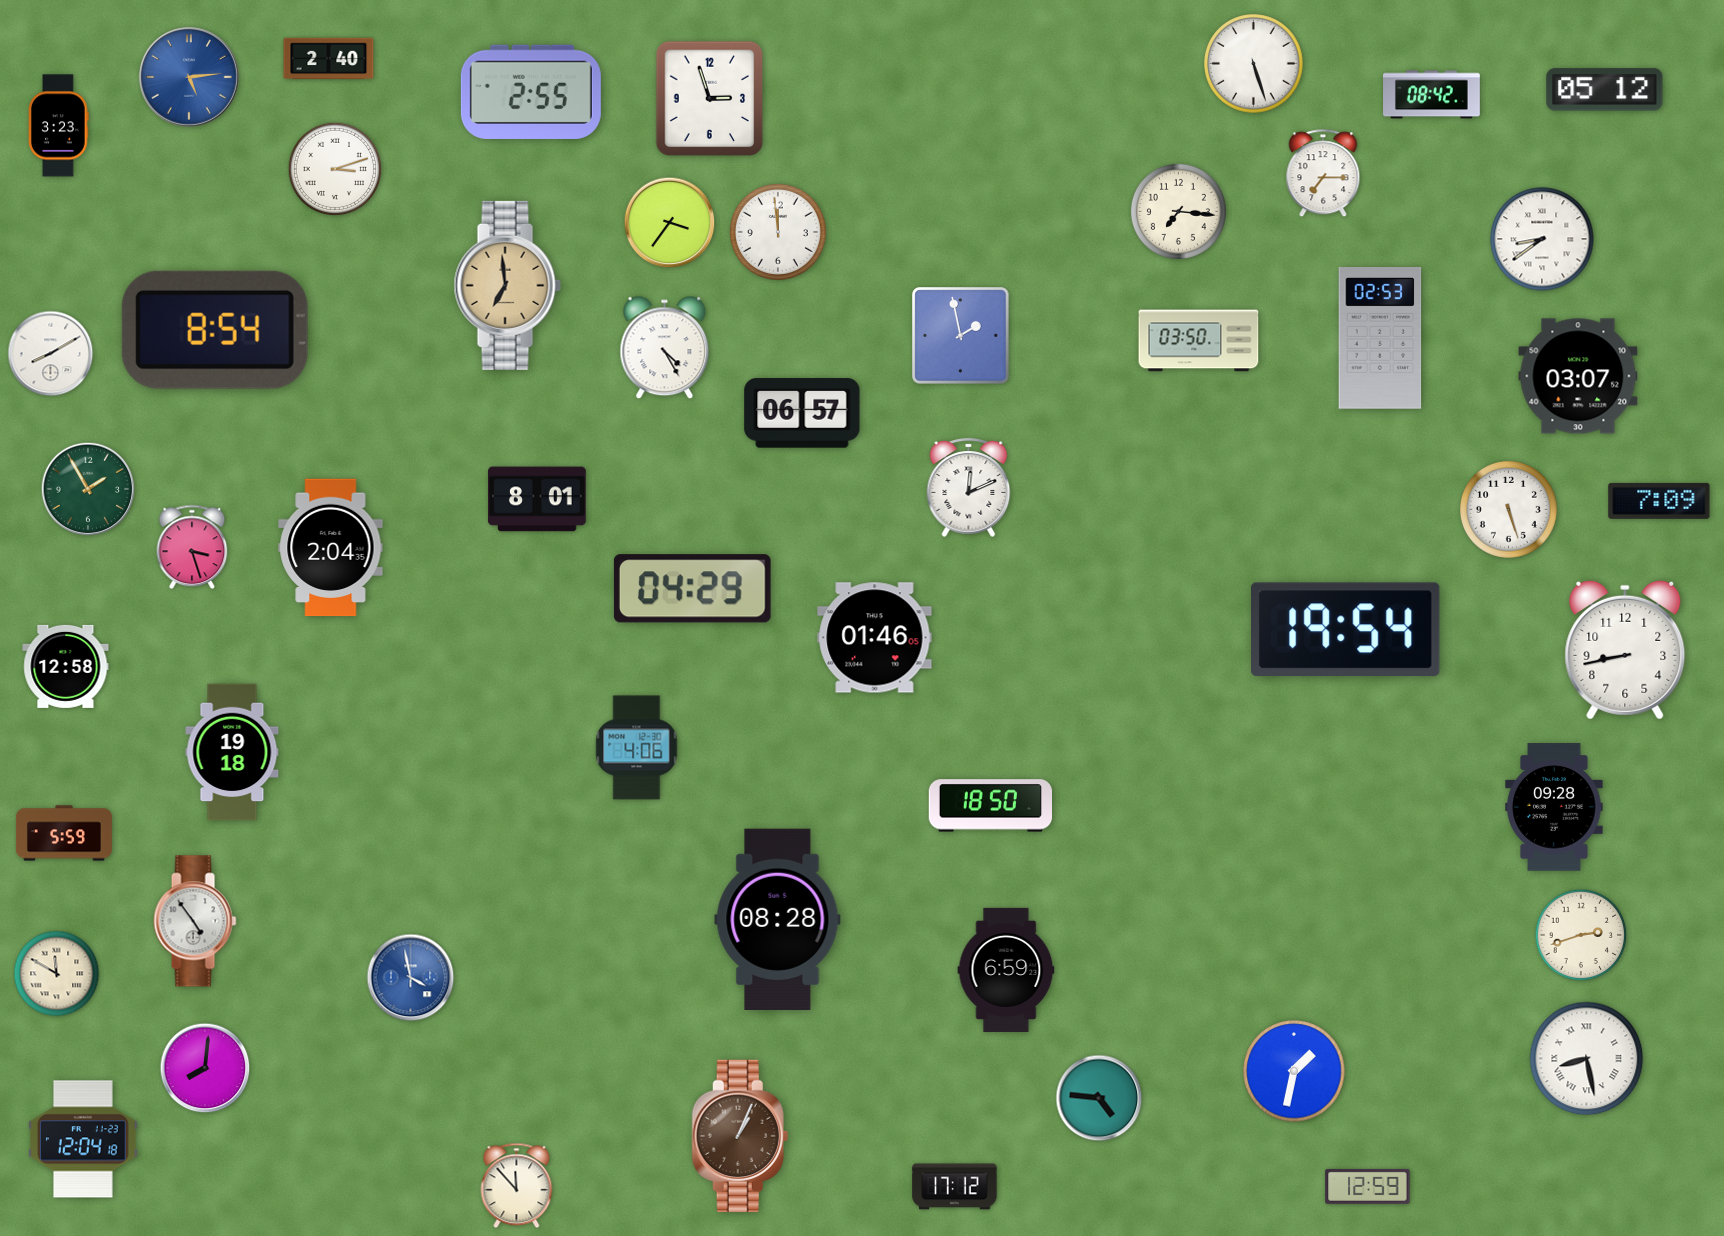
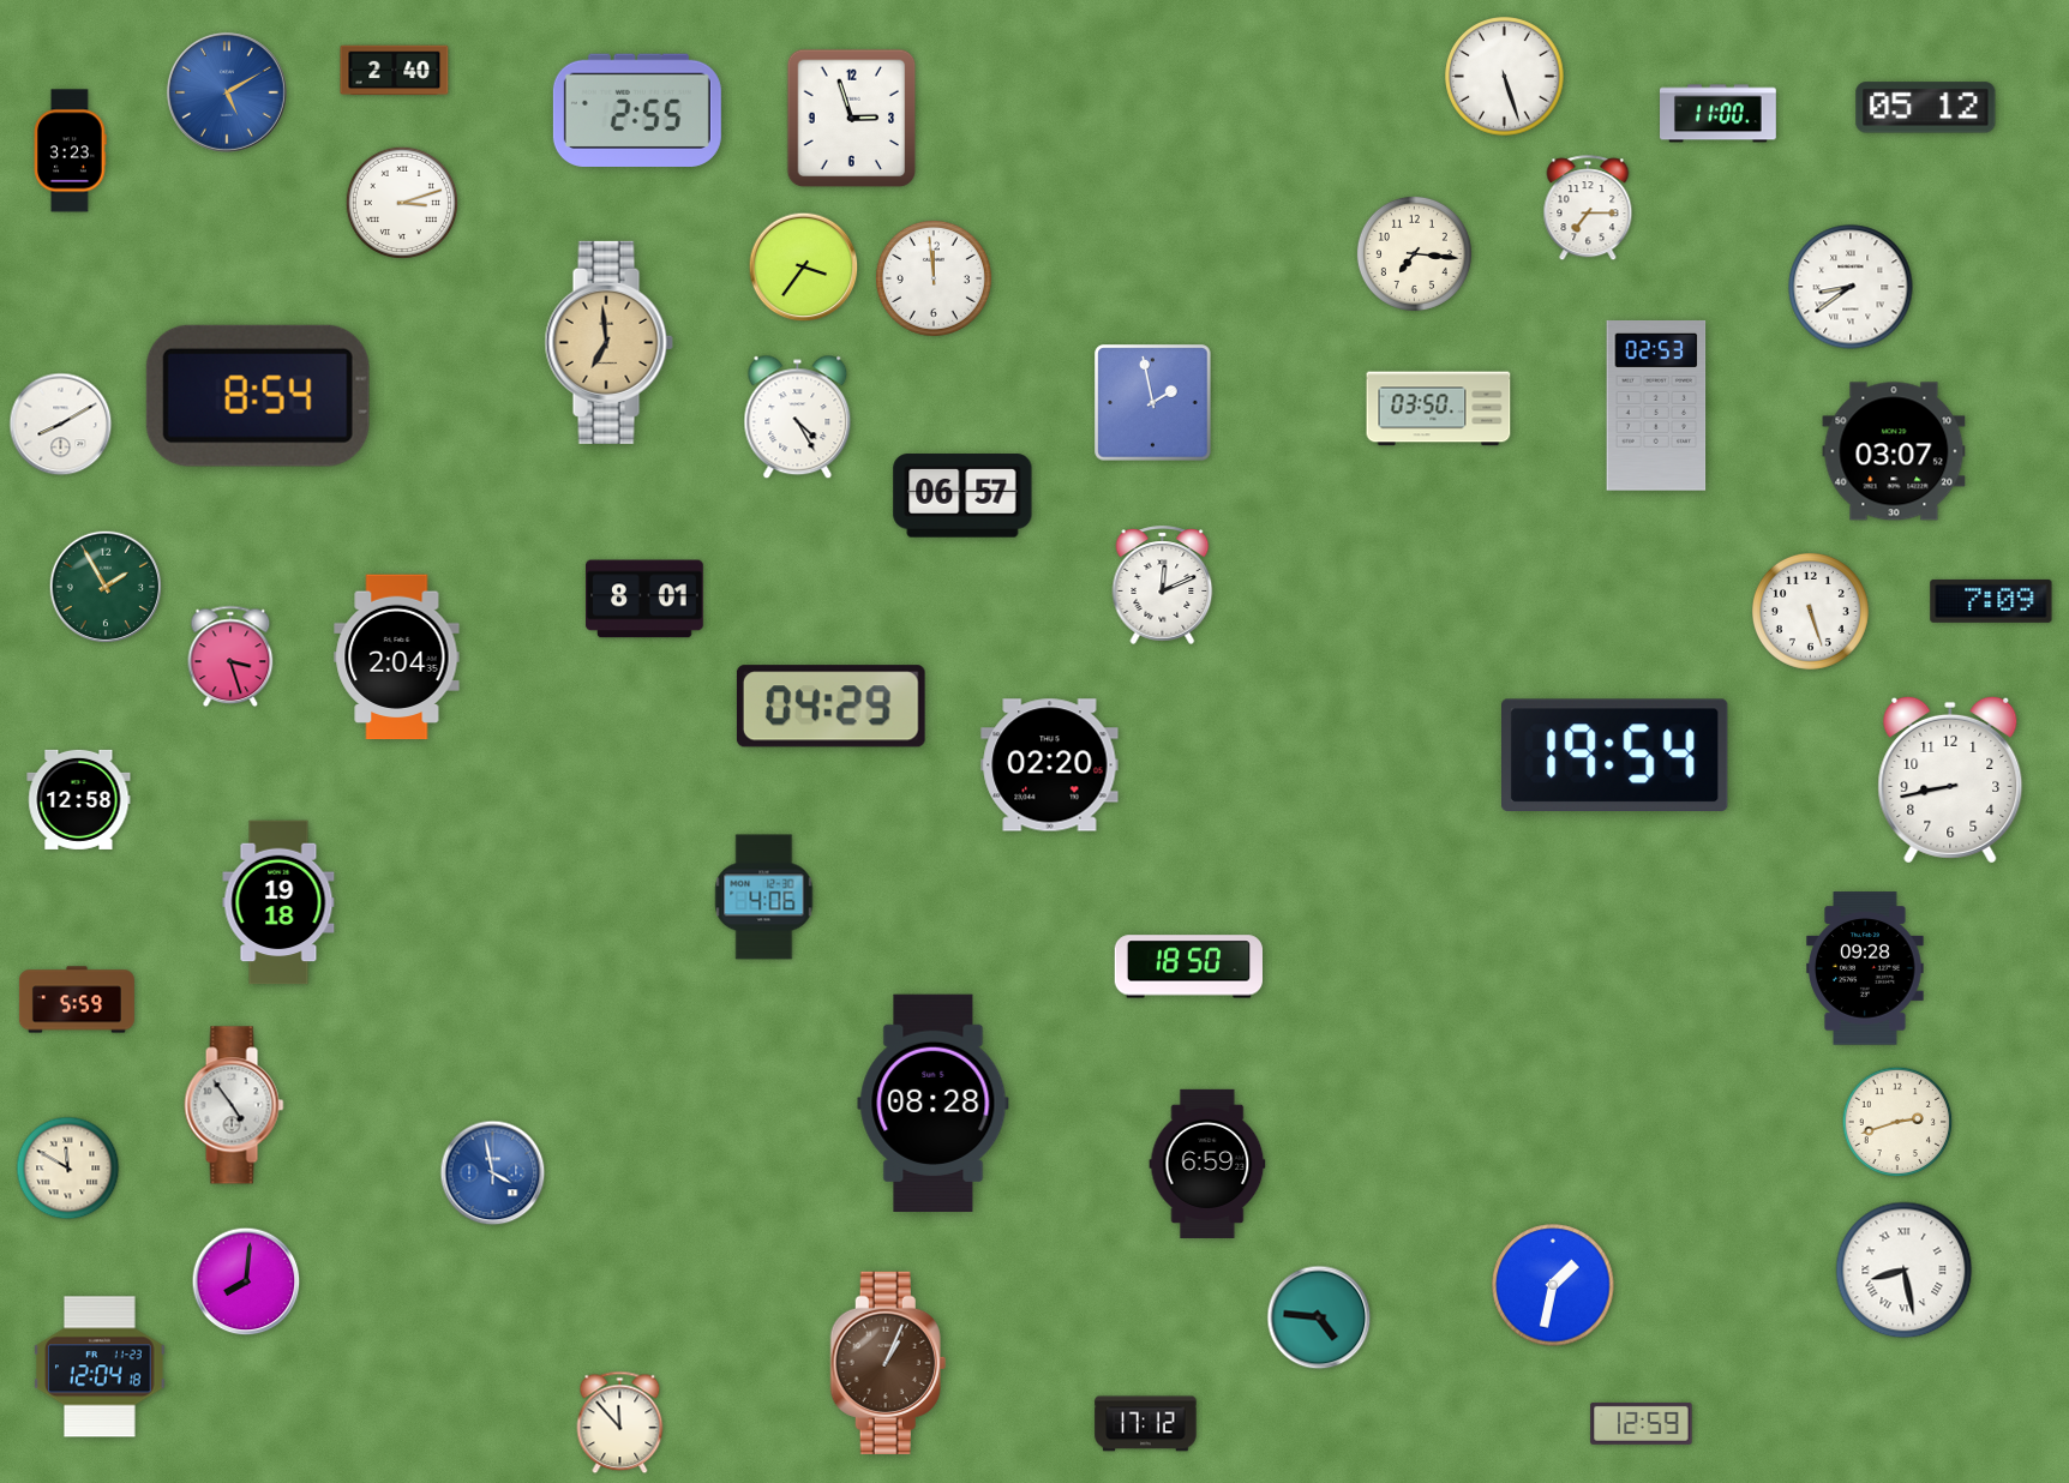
clock at (189, 77): 5:14 -> 5:10
clock at (1432, 95): 08:42 -> 11:00
clock at (875, 638): 01:46 -> 02:20
